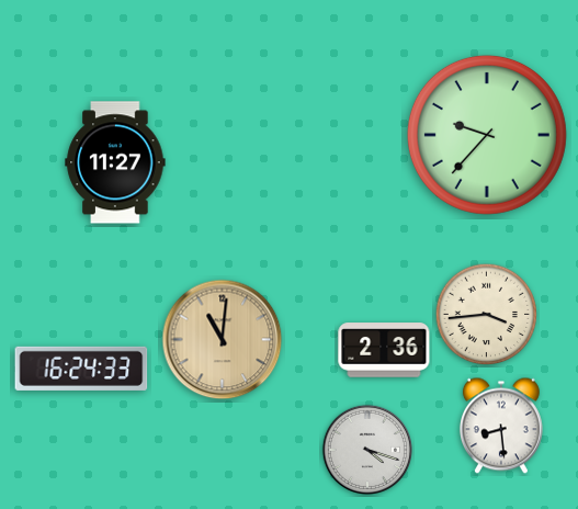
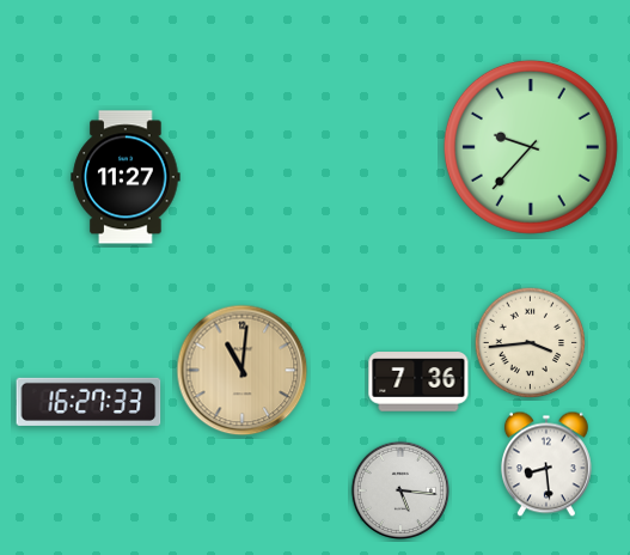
clock at (384, 350): 2:36 -> 7:36
clock at (81, 369): 16:24 -> 16:27
clock at (366, 449): 4:18 -> 5:16
